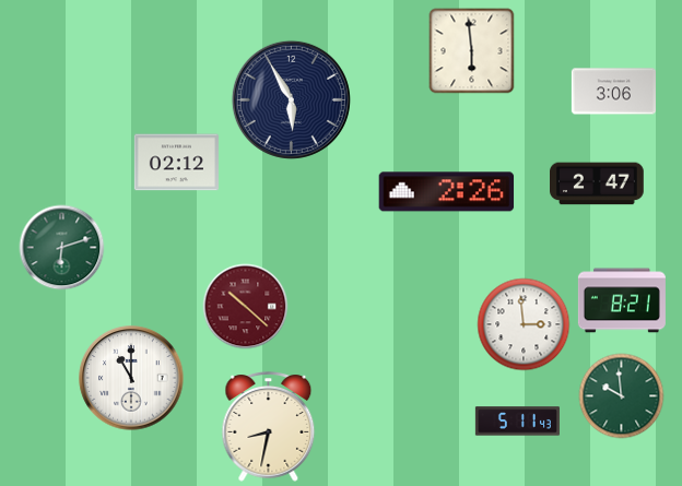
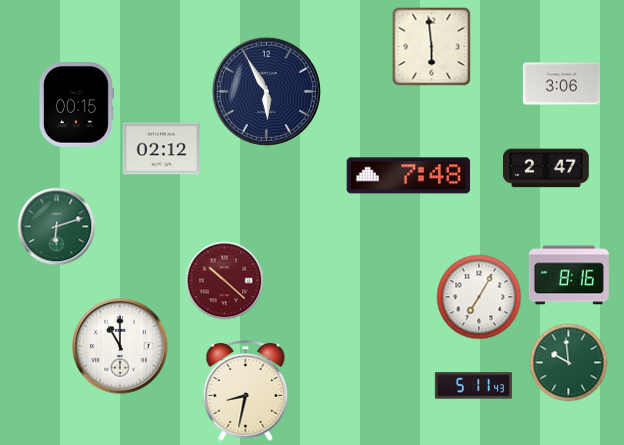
clock at (76, 105): none -> 00:15
clock at (447, 192): 2:26 -> 7:48
clock at (622, 300): 8:21 -> 8:16
clock at (524, 324): 2:59 -> 7:05
